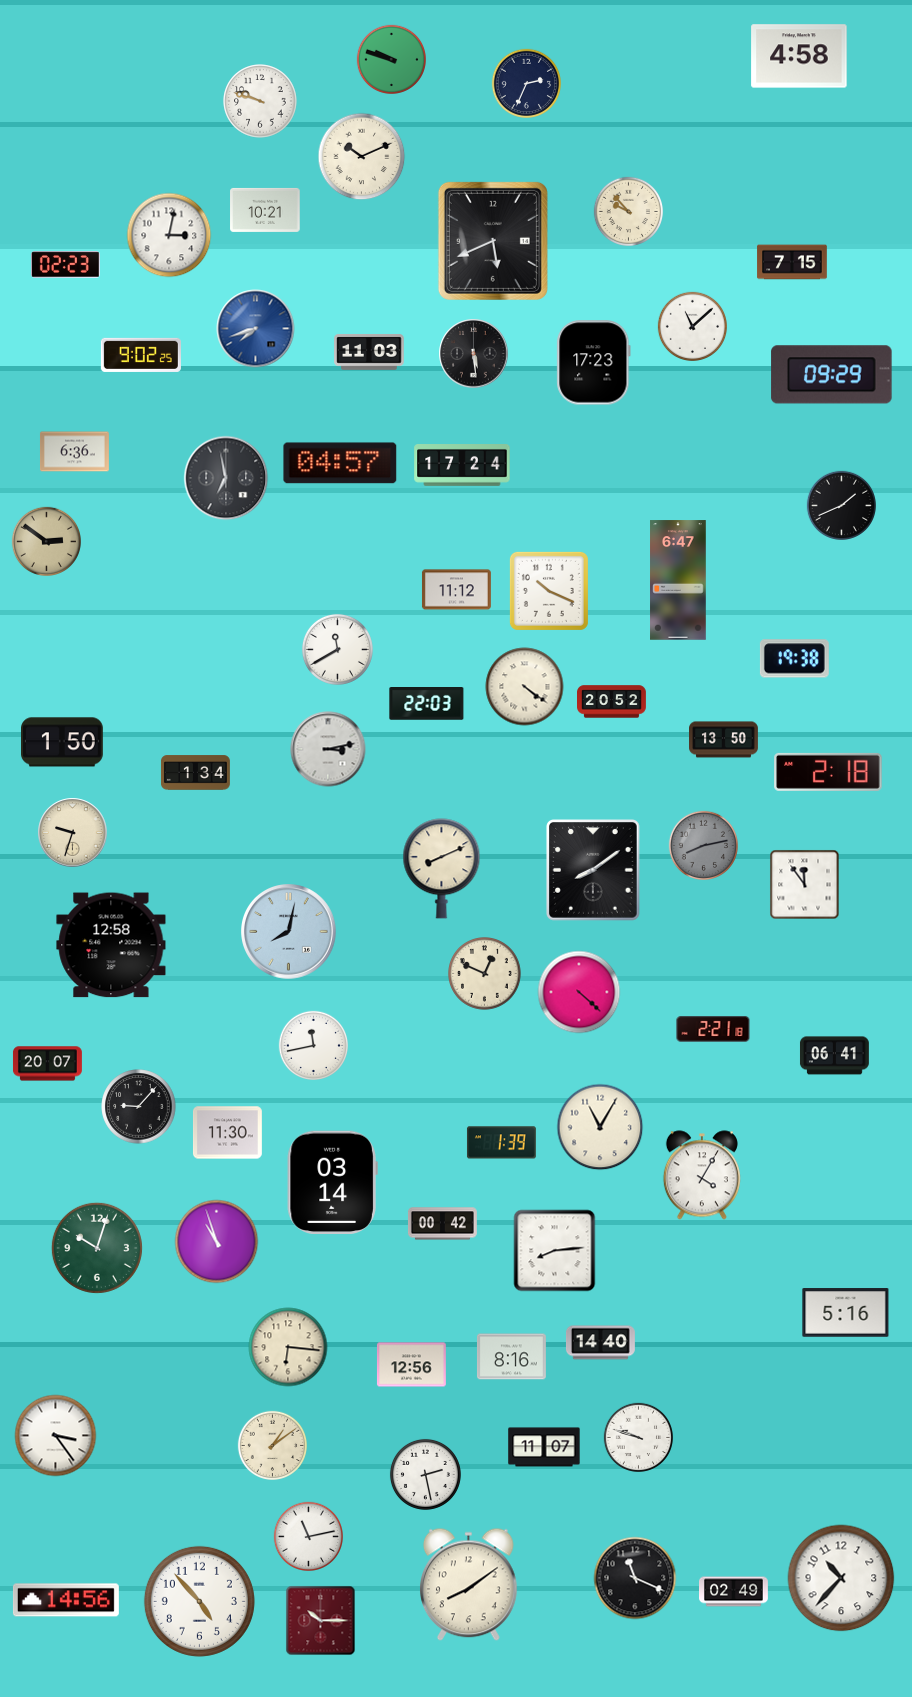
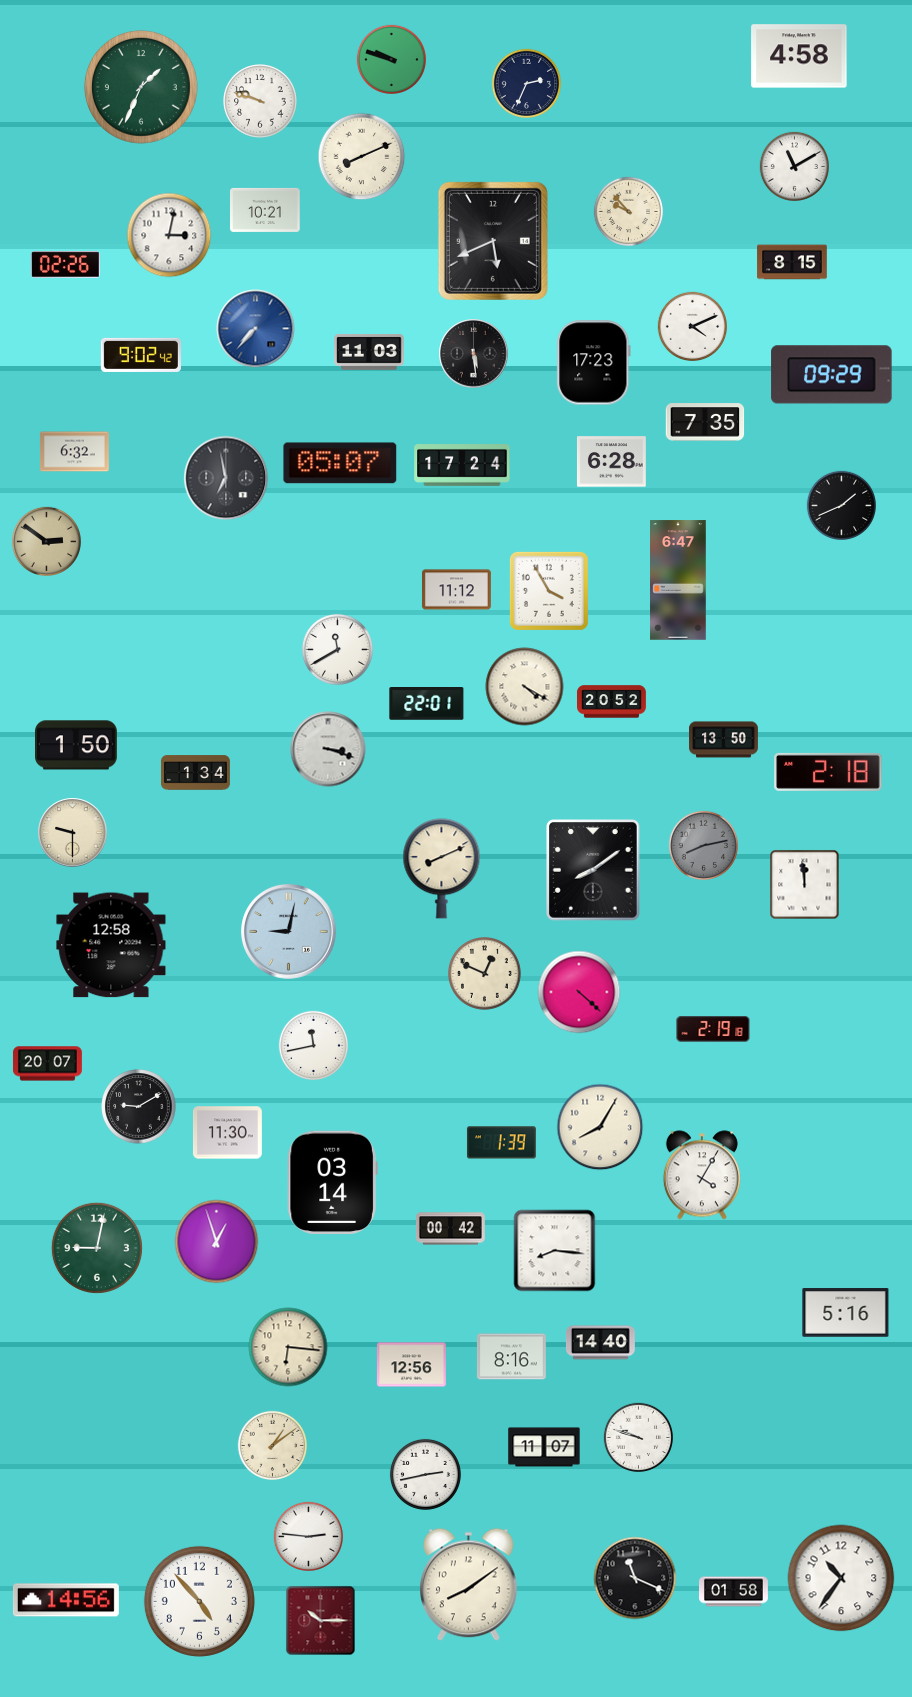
clock at (141, 87): none -> 1:34
clock at (362, 157): 10:11 -> 8:11
clock at (794, 166): none -> 11:10
clock at (792, 262): 7:15 -> 8:15
clock at (65, 265): 02:23 -> 02:26
clock at (692, 326): 11:08 -> 4:11
clock at (256, 329): 7:42 -> 7:37
clock at (141, 355): 9:02:25 -> 9:02:42
clock at (705, 422): none -> 7:35
clock at (75, 452): 6:36 -> 6:32
clock at (611, 462): none -> 6:28
clock at (340, 463): 04:57 -> 05:07
clock at (549, 591): 10:19 -> 3:55
clock at (794, 659): 19:38 -> none
clock at (525, 687): 4:21 -> 4:20
clock at (427, 704): 22:03 -> 22:01
clock at (63, 742) position: (63, 742) -> (77, 745)
clock at (328, 749): 3:13 -> 3:18
clock at (73, 833): 9:33 -> 9:30
clock at (805, 885): 11:54 -> 11:59
clock at (289, 932): 8:02 -> 9:02
clock at (713, 1029): 2:21 -> 2:19
clock at (834, 1056): 06:41 -> none
clock at (139, 1107): 9:07 -> 9:10
clock at (600, 1127): 11:05 -> 8:05
clock at (442, 1224) position: (442, 1224) -> (450, 1229)
clock at (217, 1242): 10:57 -> 12:57
clock at (97, 1248): 10:03 -> 9:02
clock at (555, 1251): 8:14 -> 8:16
clock at (56, 1436): 3:24 -> none
clock at (425, 1474): 2:28 -> 2:43
clock at (308, 1536): 11:13 -> 2:46
clock at (841, 1578): 10:37 -> 10:36
clock at (734, 1592): 02:49 -> 01:58
